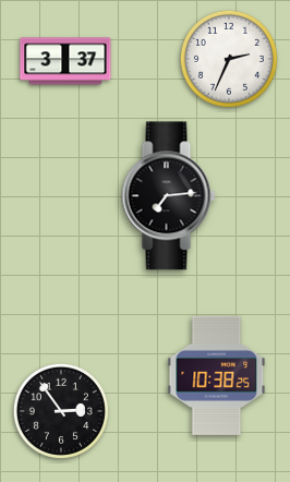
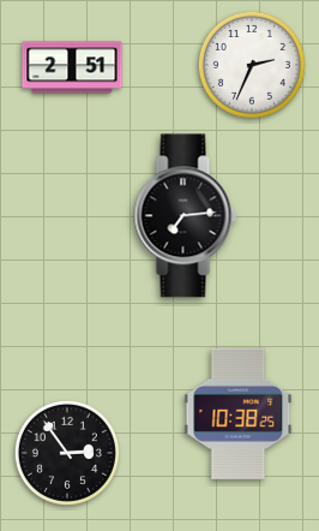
clock at (65, 61): 3:37 -> 2:51
